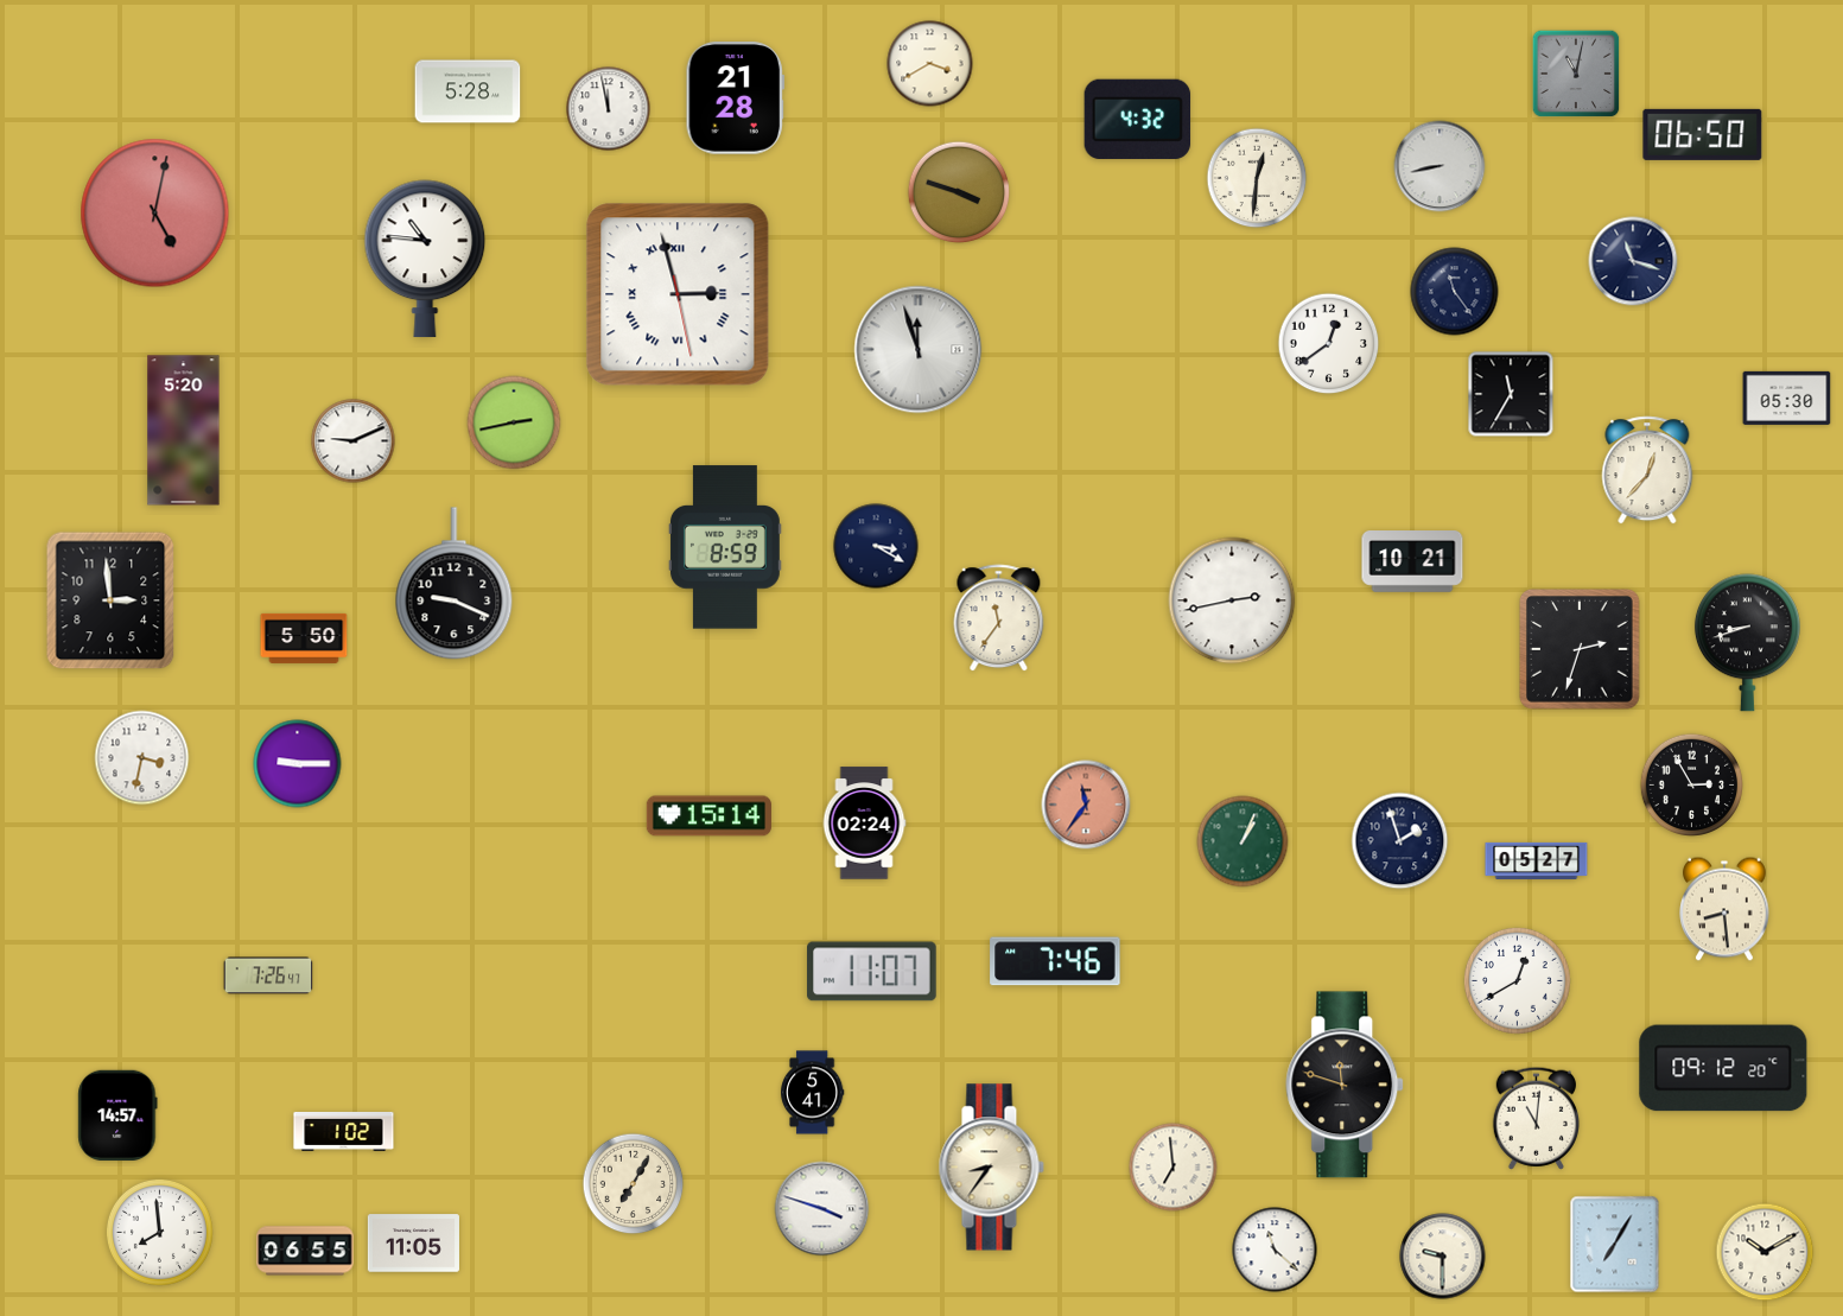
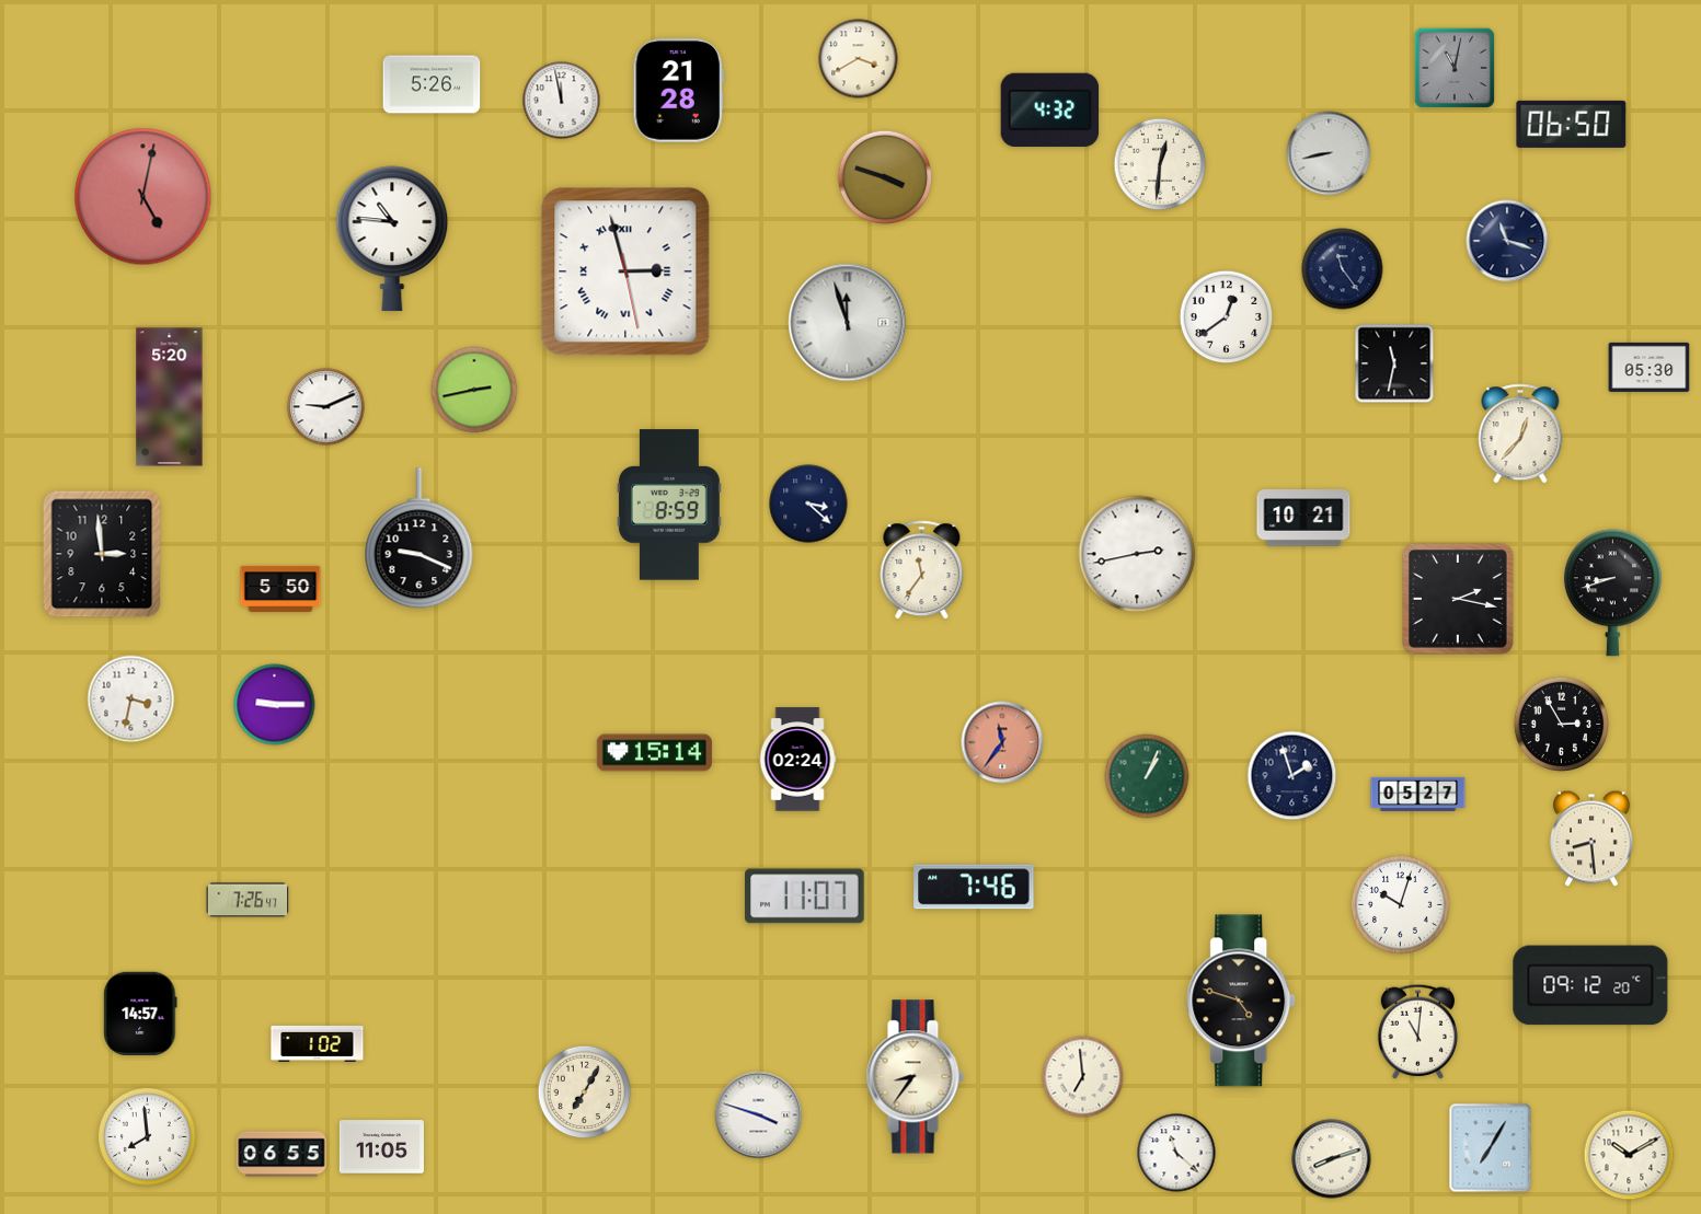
clock at (468, 91): 5:28 -> 5:26
clock at (1511, 394): 11:35 -> 11:32
clock at (876, 546): 3:20 -> 3:22
clock at (1581, 650): 2:33 -> 2:17
clock at (1517, 980): 12:40 -> 10:03
clock at (1346, 1085): 11:48 -> 4:48
clock at (813, 1093): 5:41 -> none
clock at (117, 1114) position: (117, 1114) -> (140, 1013)
clock at (1443, 1257): 9:30 -> 8:12
